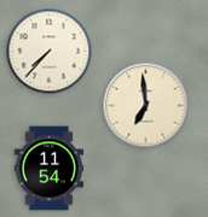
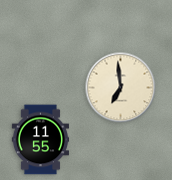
clock at (50, 52): 7:37 -> none
clock at (48, 169): 11:54 -> 11:55
